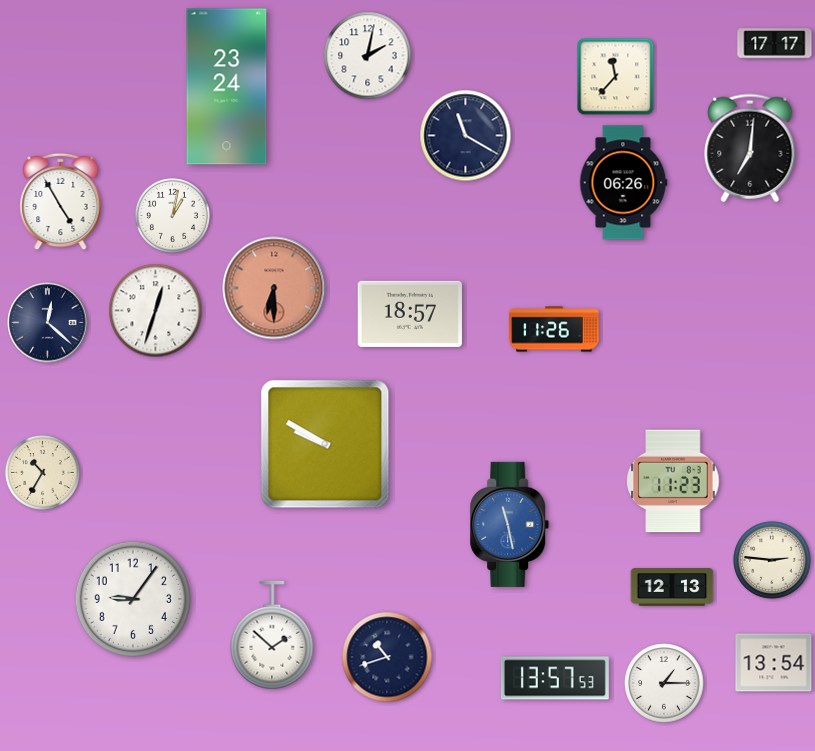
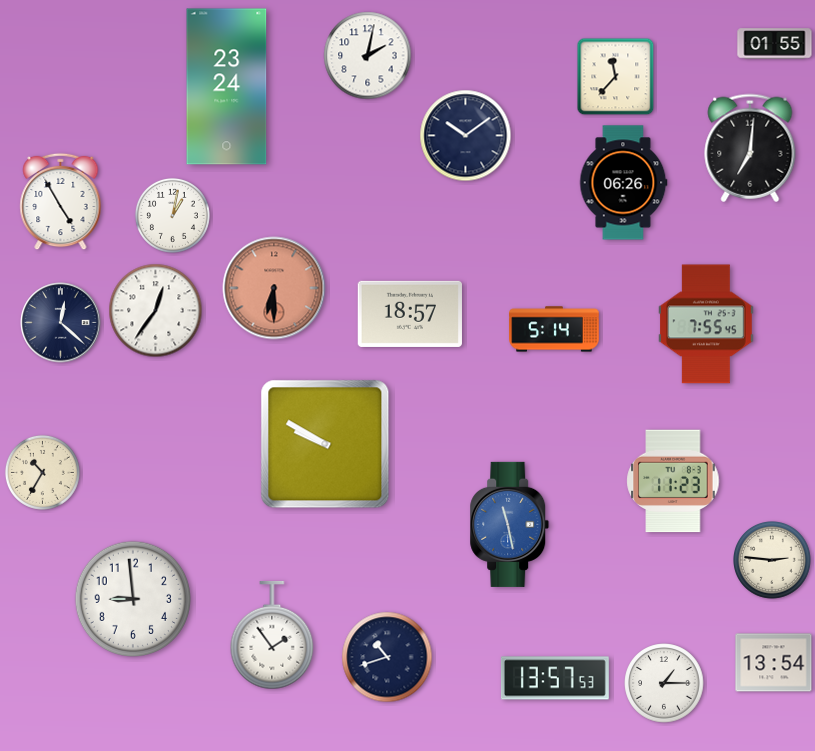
clock at (775, 44): 17:17 -> 01:55
clock at (466, 136): 11:20 -> 10:09
clock at (156, 311): 12:33 -> 12:36
clock at (48, 323) position: (48, 323) -> (61, 323)
clock at (707, 324): none -> 7:55
clock at (554, 329): 11:26 -> 5:14
clock at (672, 587): 12:13 -> none
clock at (132, 598): 9:06 -> 8:59
clock at (272, 635): 1:52 -> 1:54
